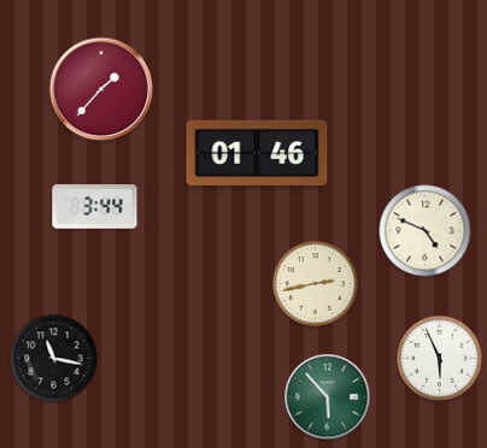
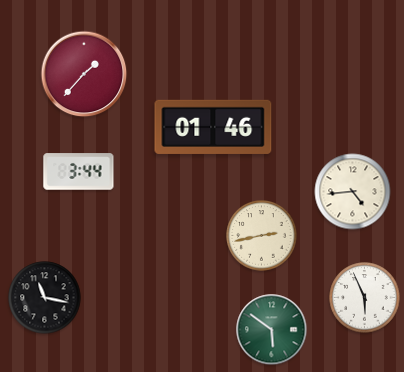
clock at (426, 231): 4:49 -> 4:44
clock at (328, 397): 5:53 -> 5:51
